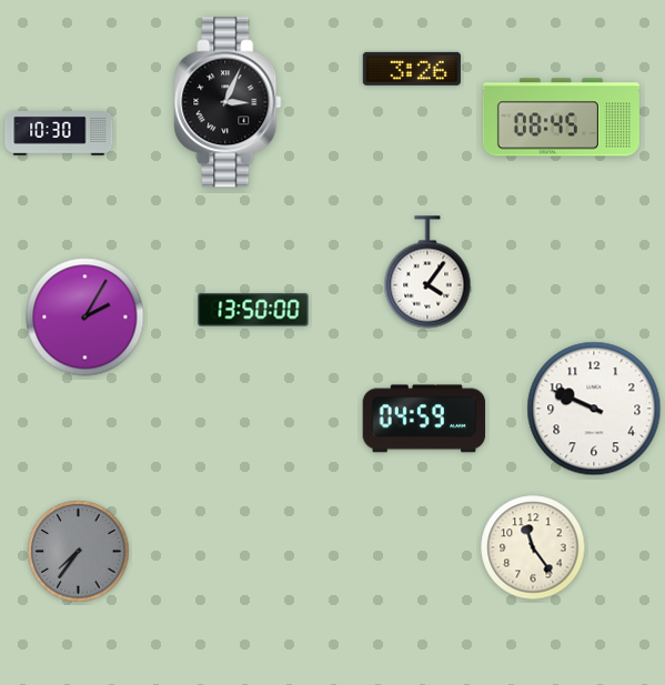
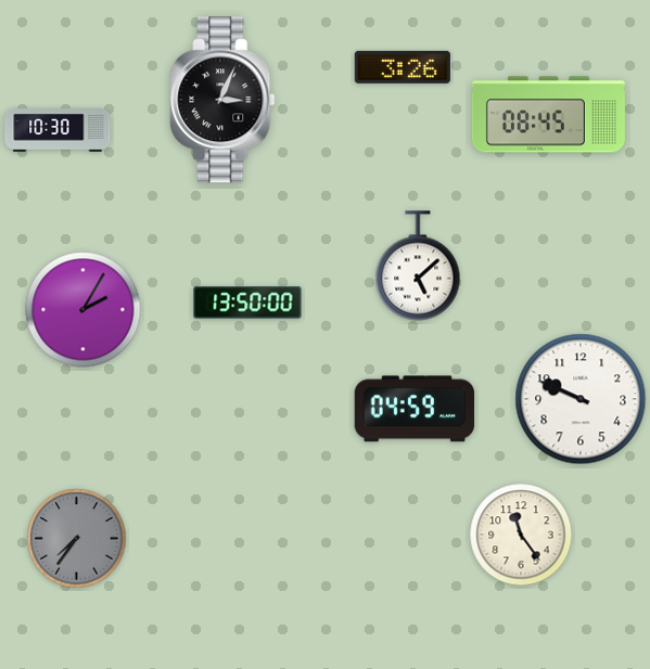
clock at (427, 272): 4:06 -> 5:08
